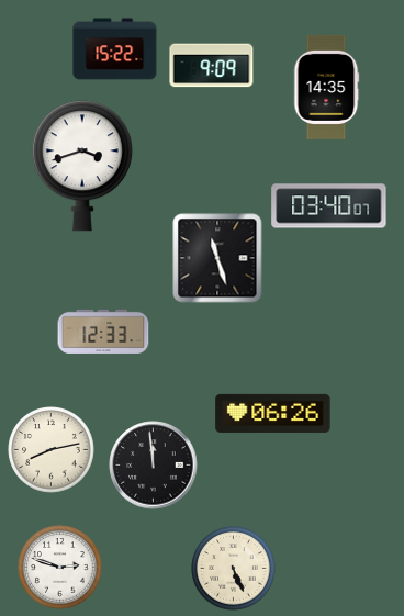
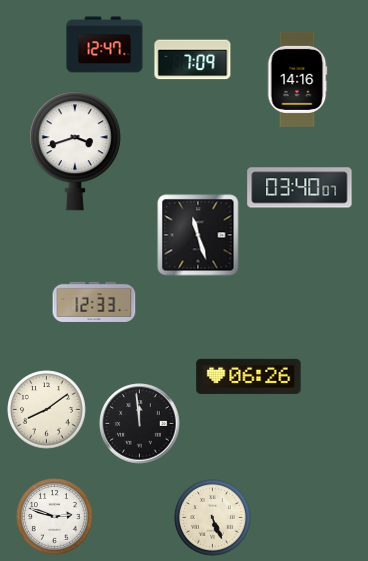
clock at (115, 49): 15:22 -> 12:47
clock at (212, 66): 9:09 -> 7:09
clock at (326, 87): 14:35 -> 14:16
clock at (52, 450): 8:13 -> 8:09
